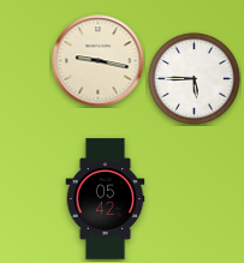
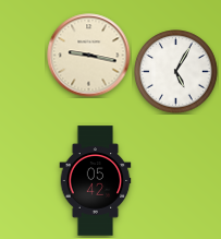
clock at (195, 79): 5:45 -> 5:05
